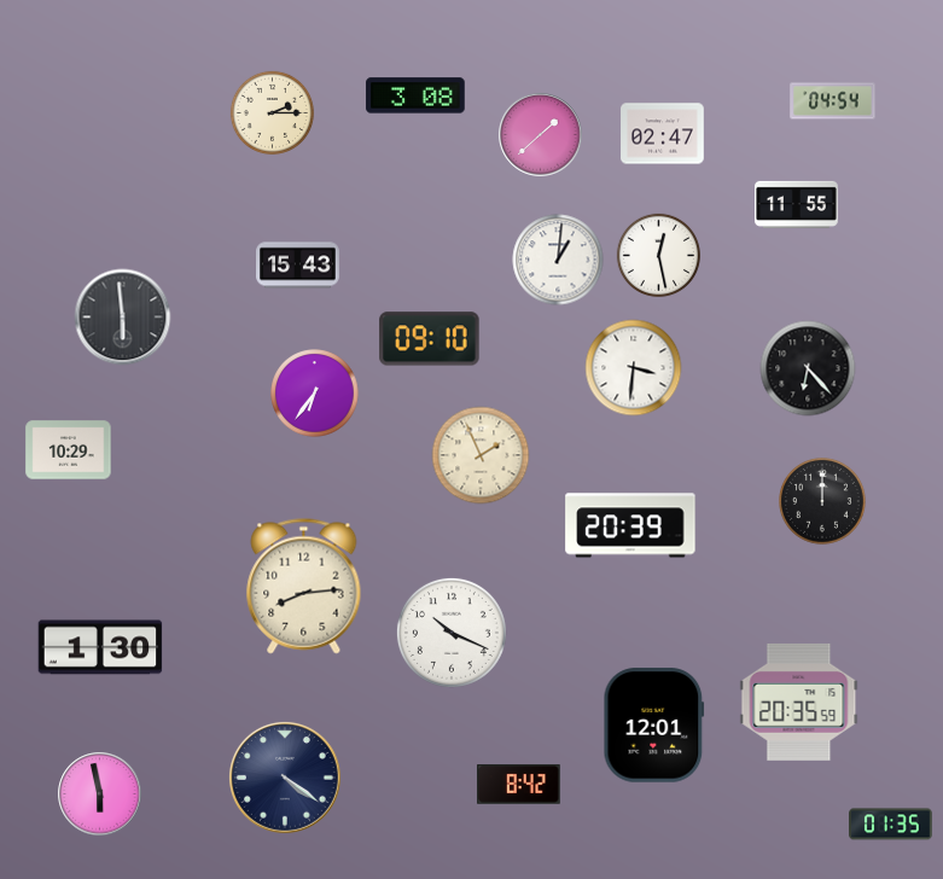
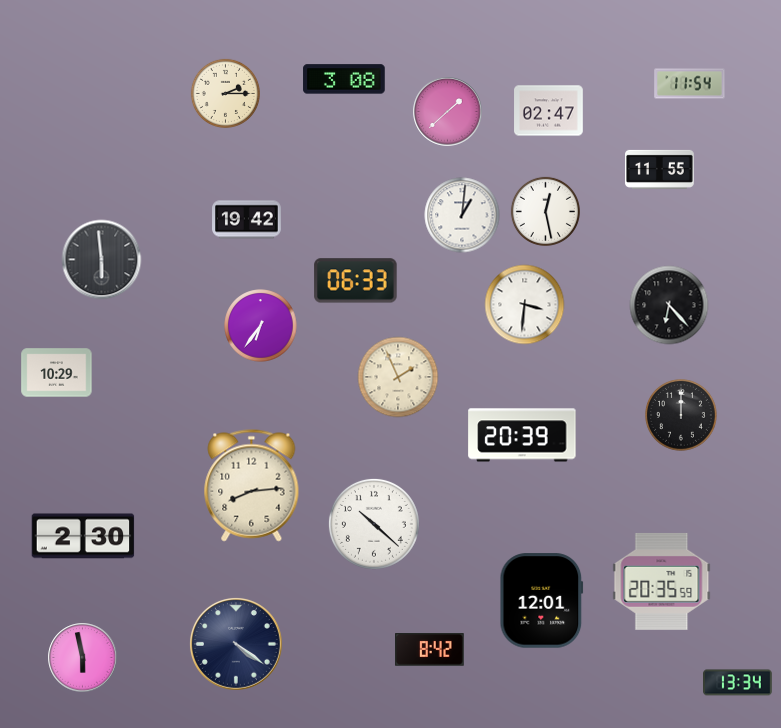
clock at (833, 101): 04:54 -> 11:54
clock at (298, 266): 15:43 -> 19:42
clock at (123, 318) position: (123, 318) -> (102, 260)
clock at (430, 339): 09:10 -> 06:33
clock at (452, 633): 10:19 -> 10:22
clock at (100, 647): 1:30 -> 2:30
clock at (891, 825): 01:35 -> 13:34
